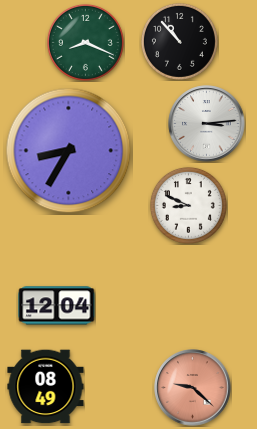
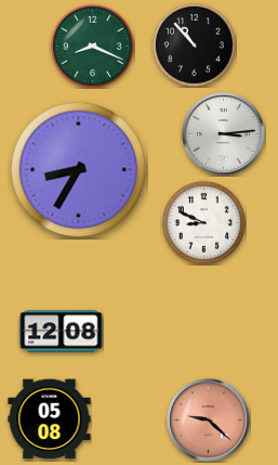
clock at (69, 151) position: (69, 151) -> (79, 170)
clock at (57, 306): 12:04 -> 12:08
clock at (46, 387): 08:49 -> 05:08
